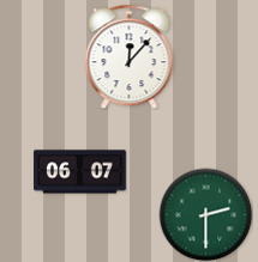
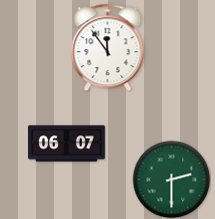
clock at (130, 56): 12:07 -> 11:54
